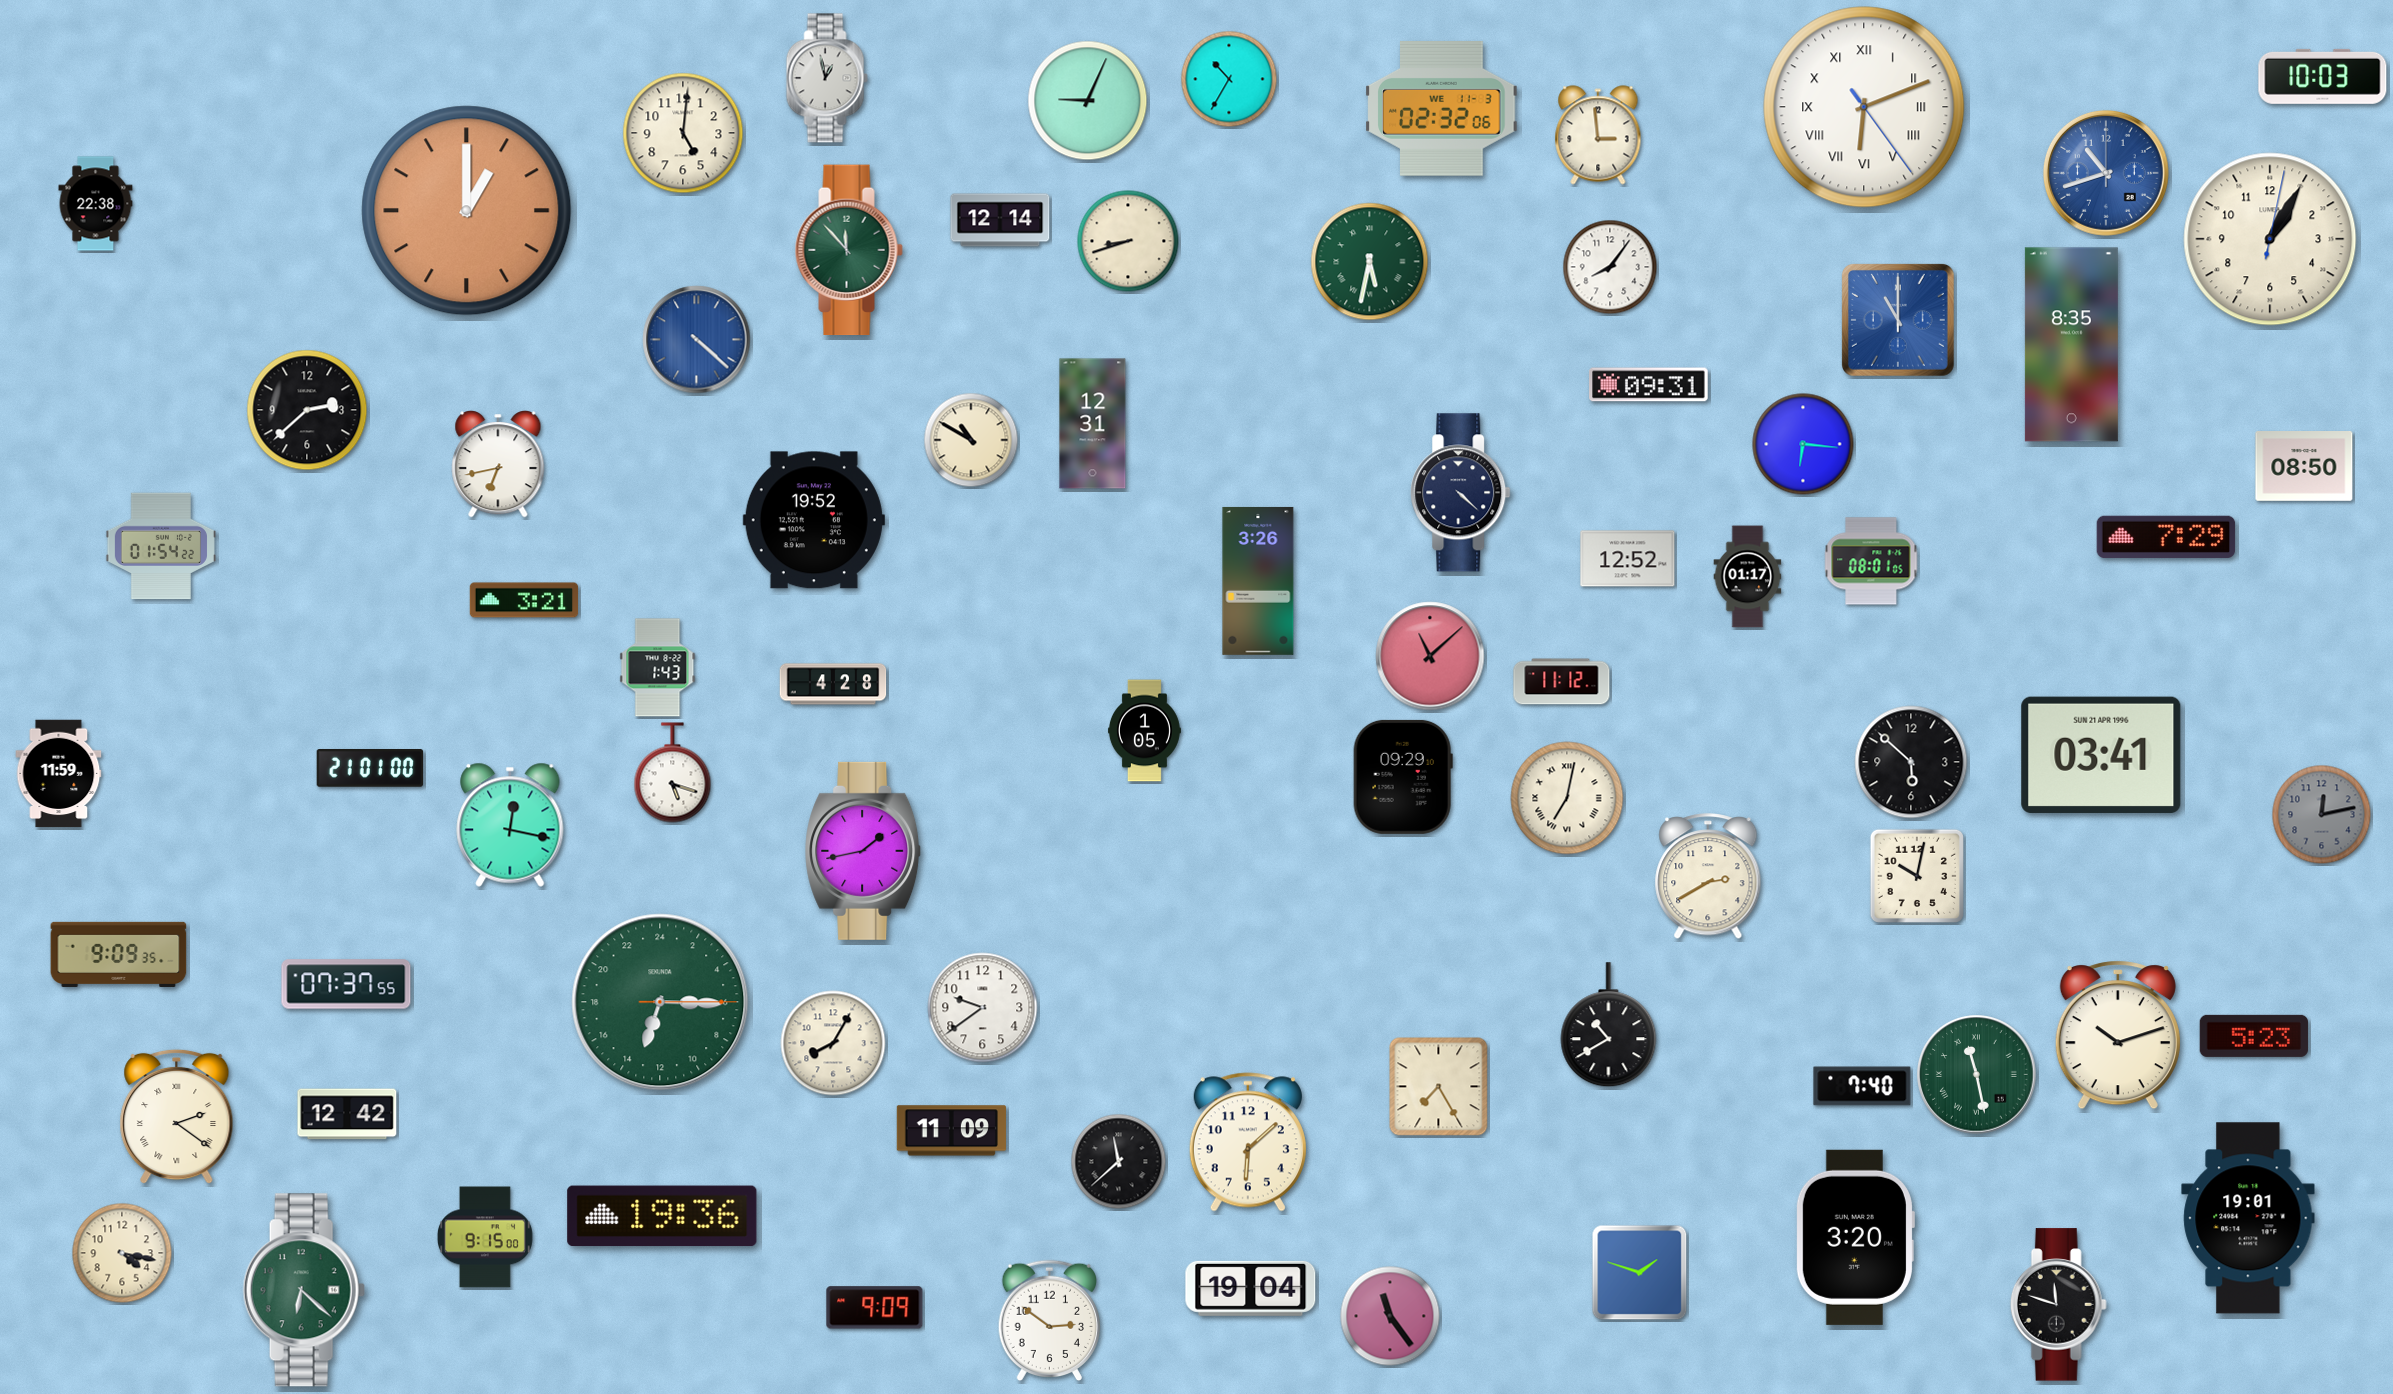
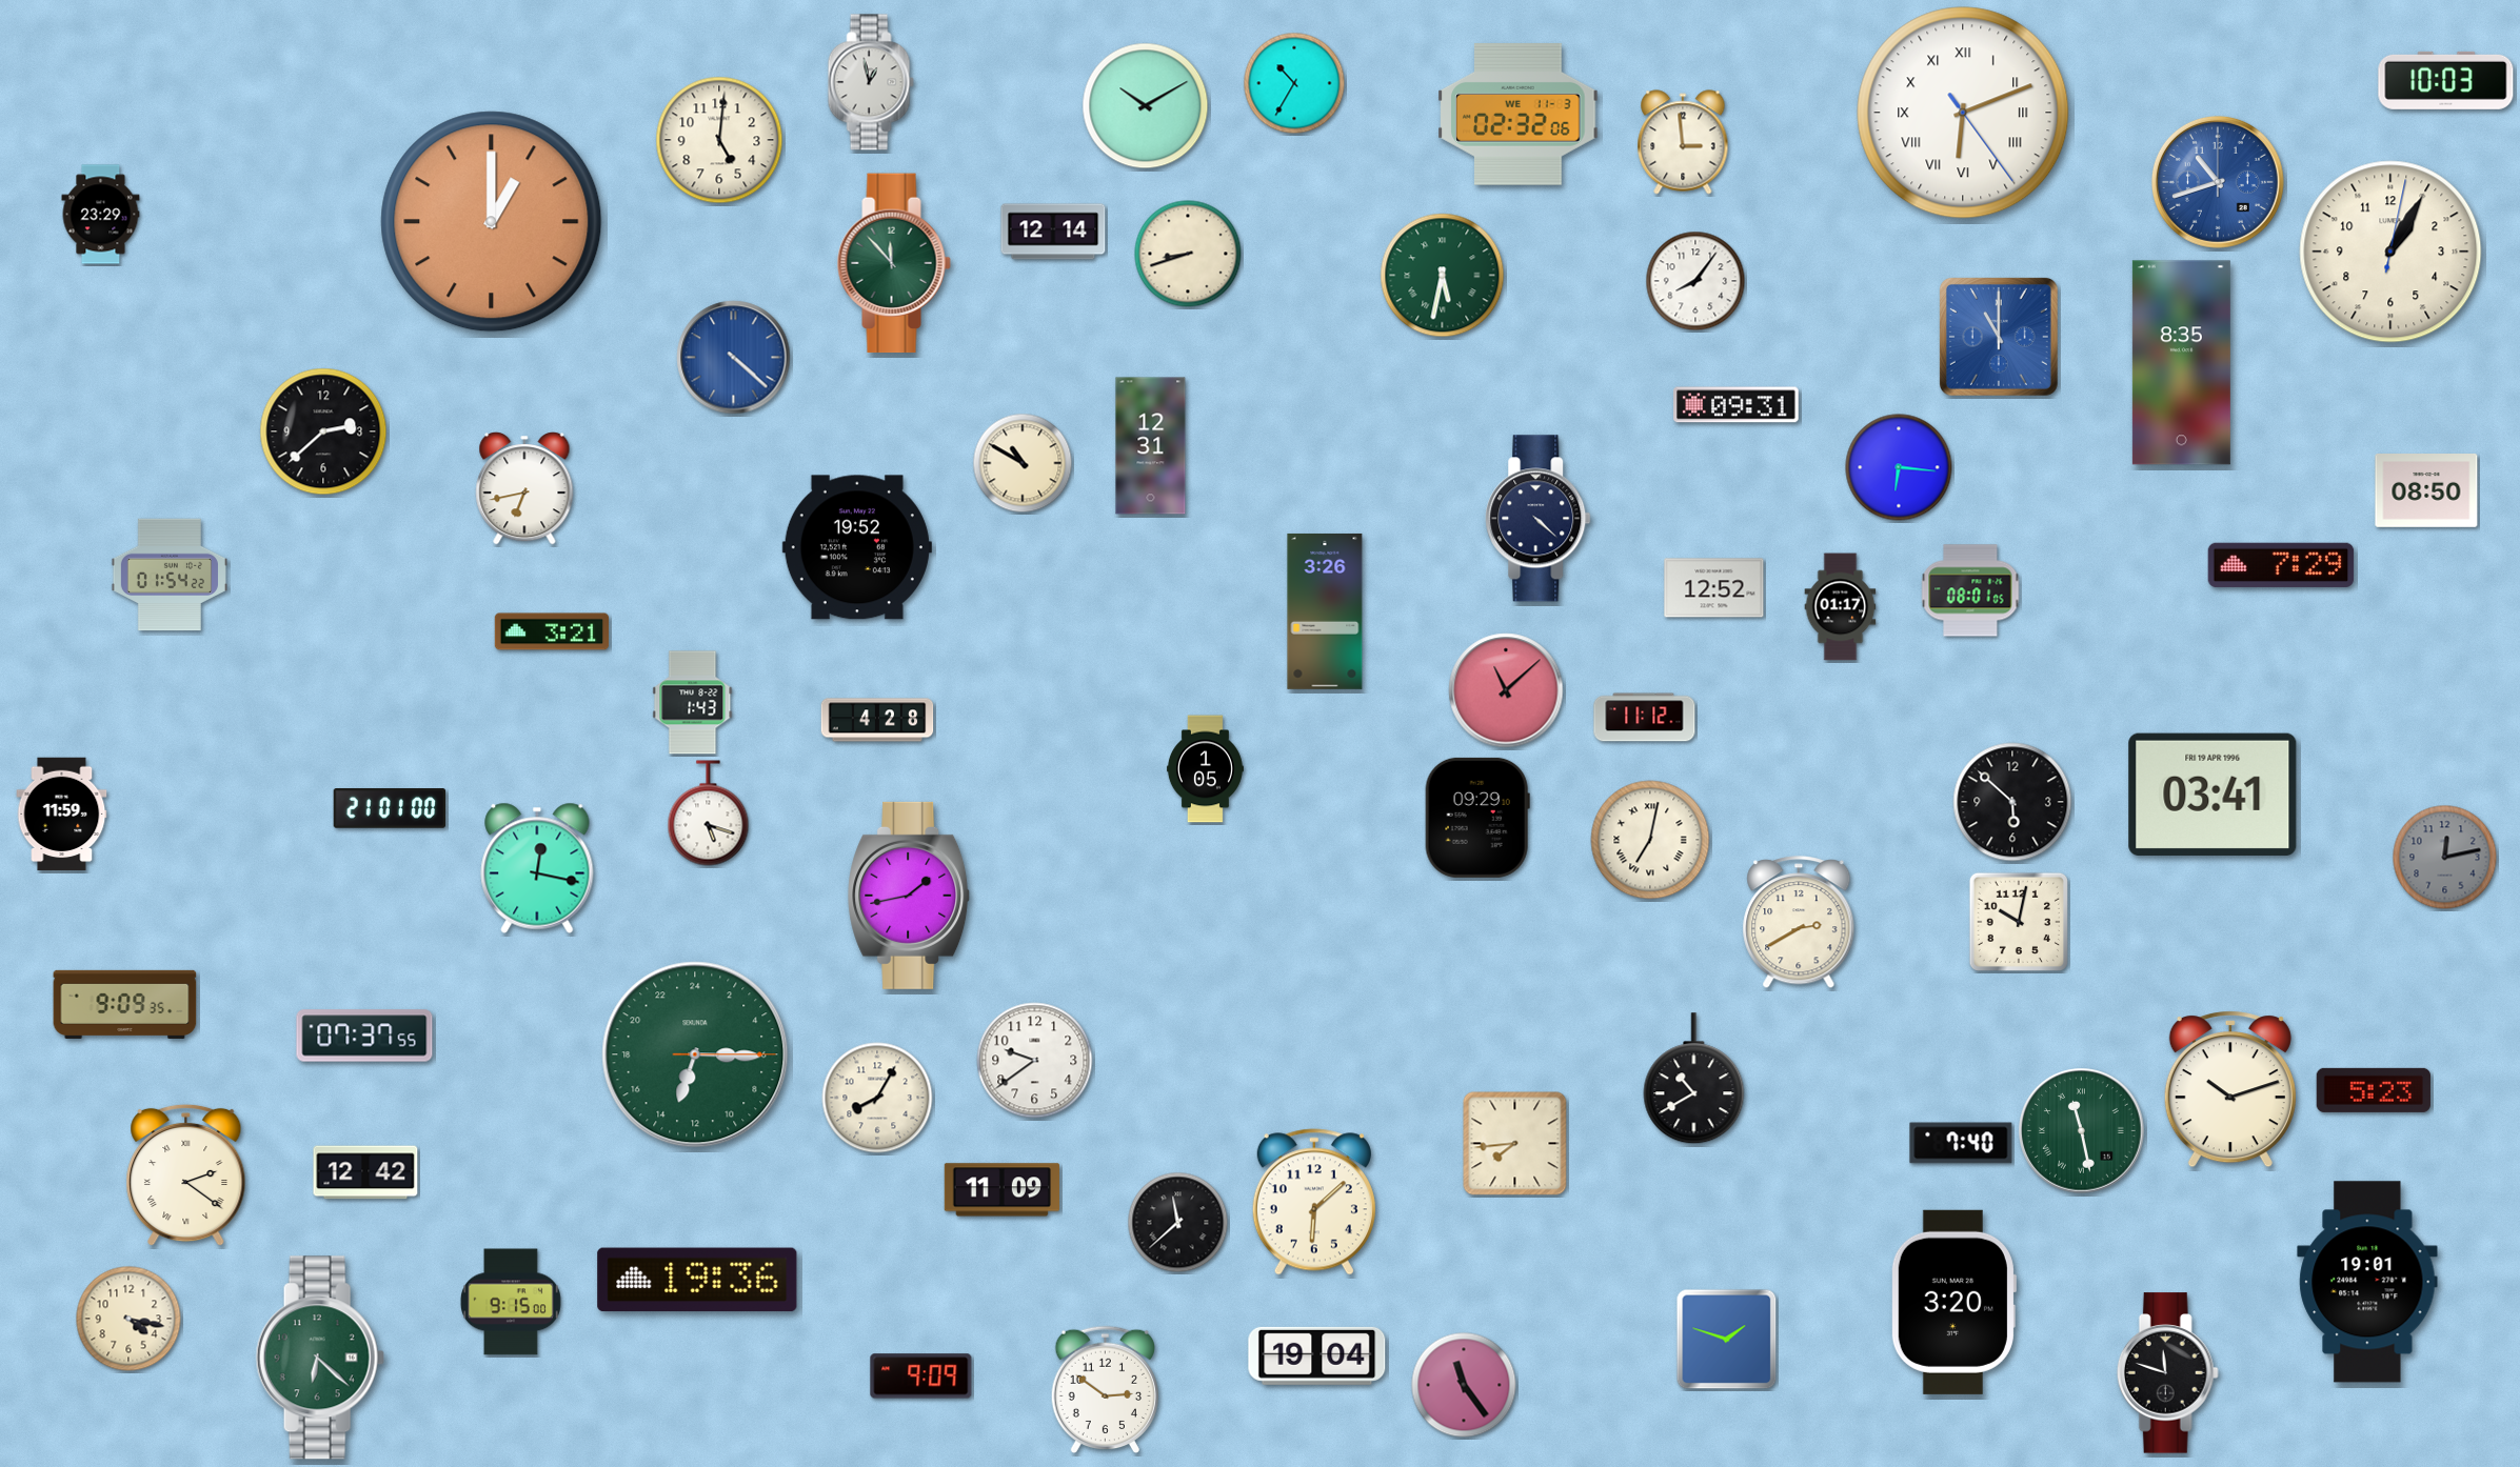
clock at (1088, 101): 9:04 -> 10:10
clock at (96, 204): 22:38 -> 23:29
clock at (2101, 755) date: SUN 21 APR 1996 -> FRI 19 APR 1996
clock at (1439, 1087): 7:25 -> 7:44
